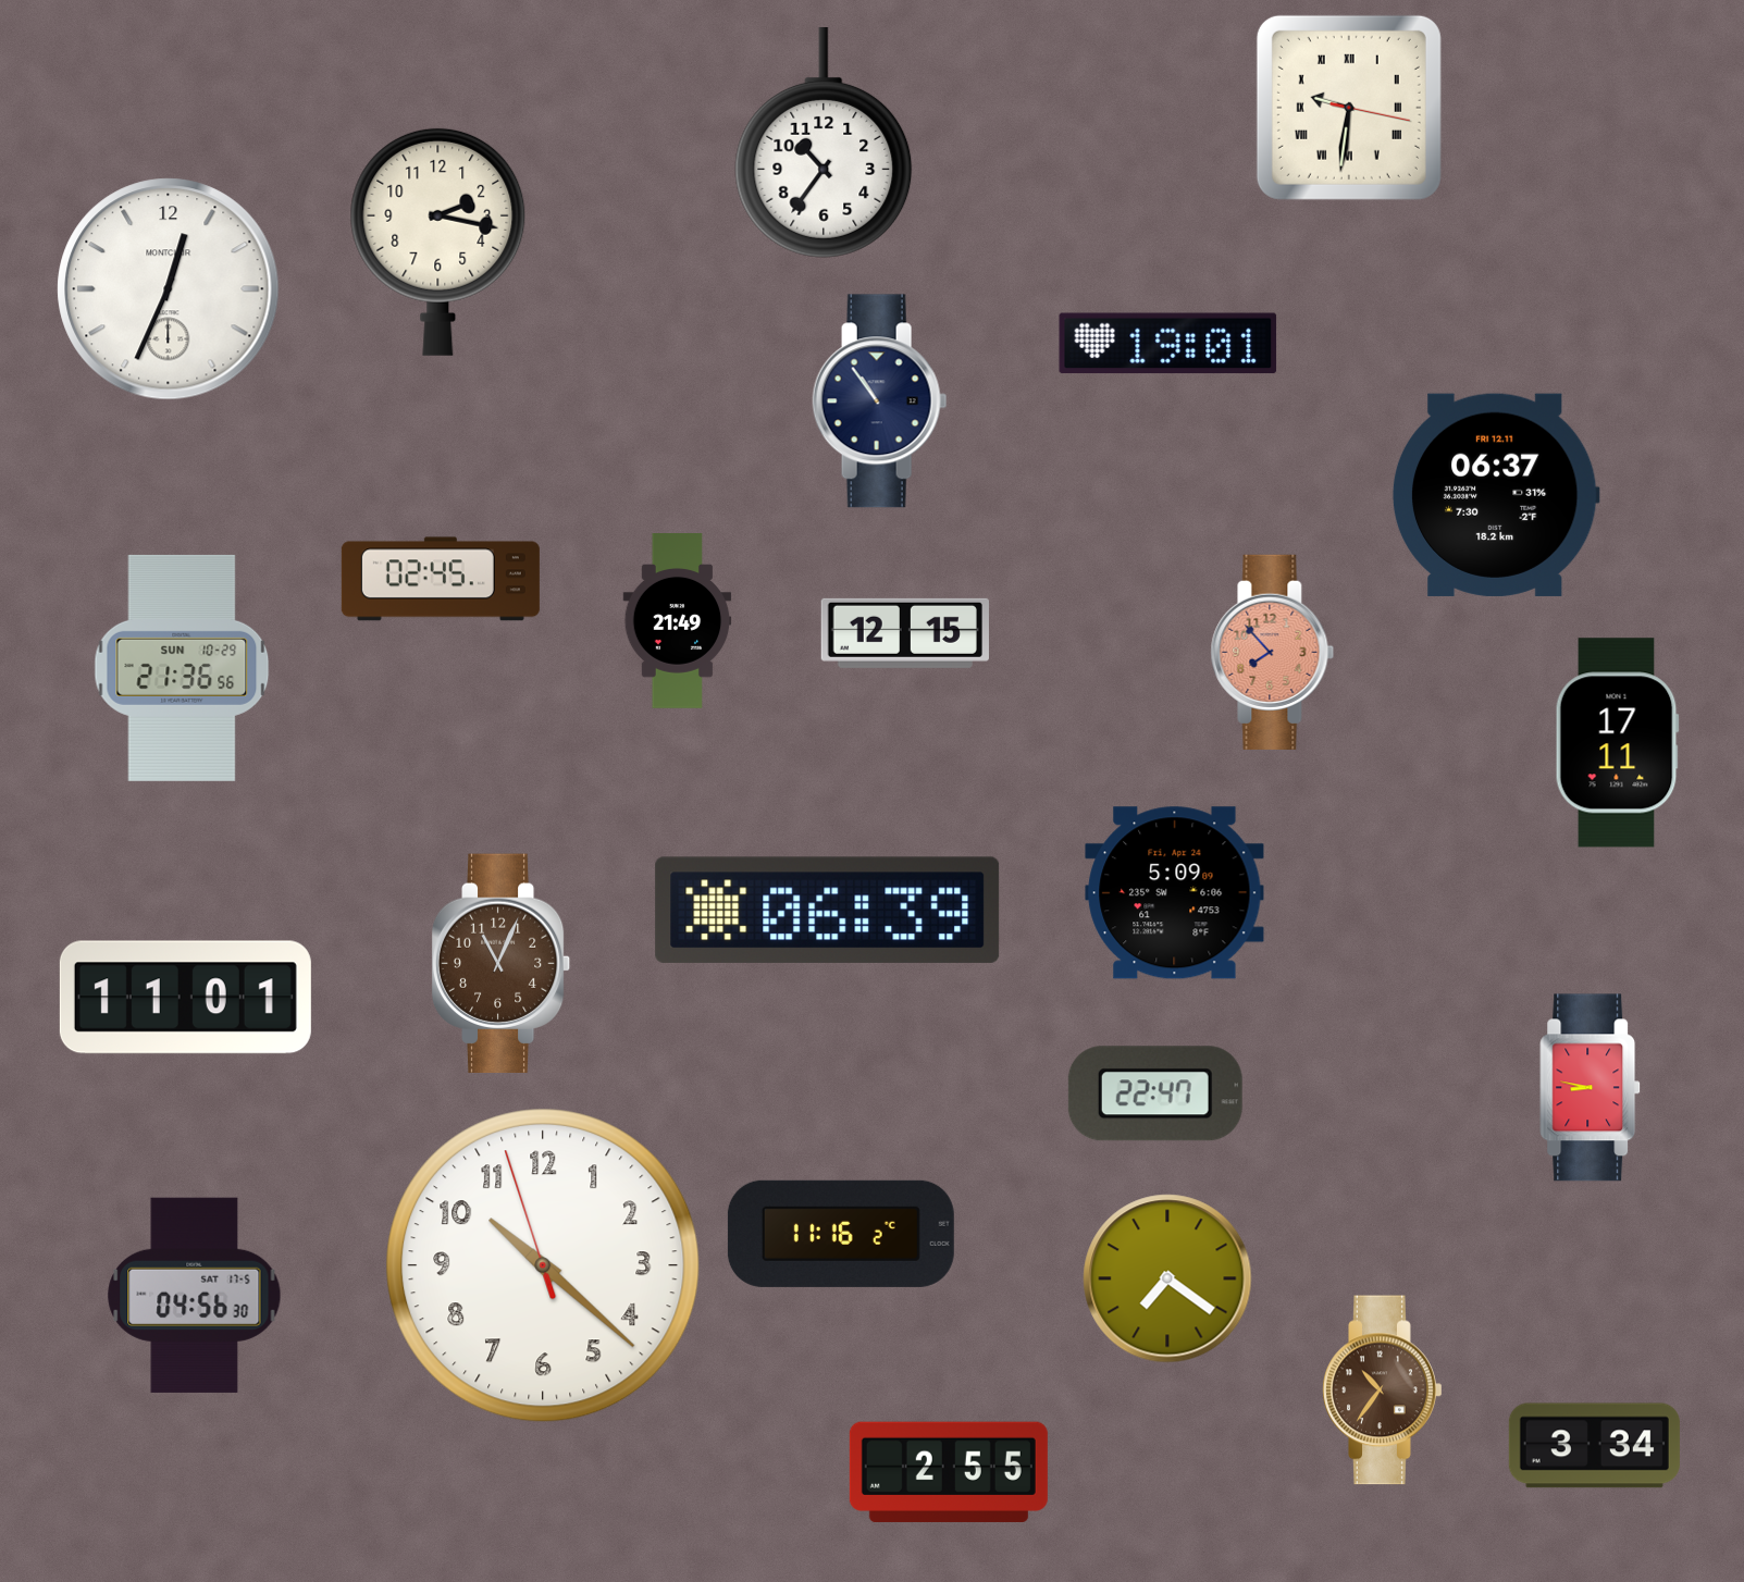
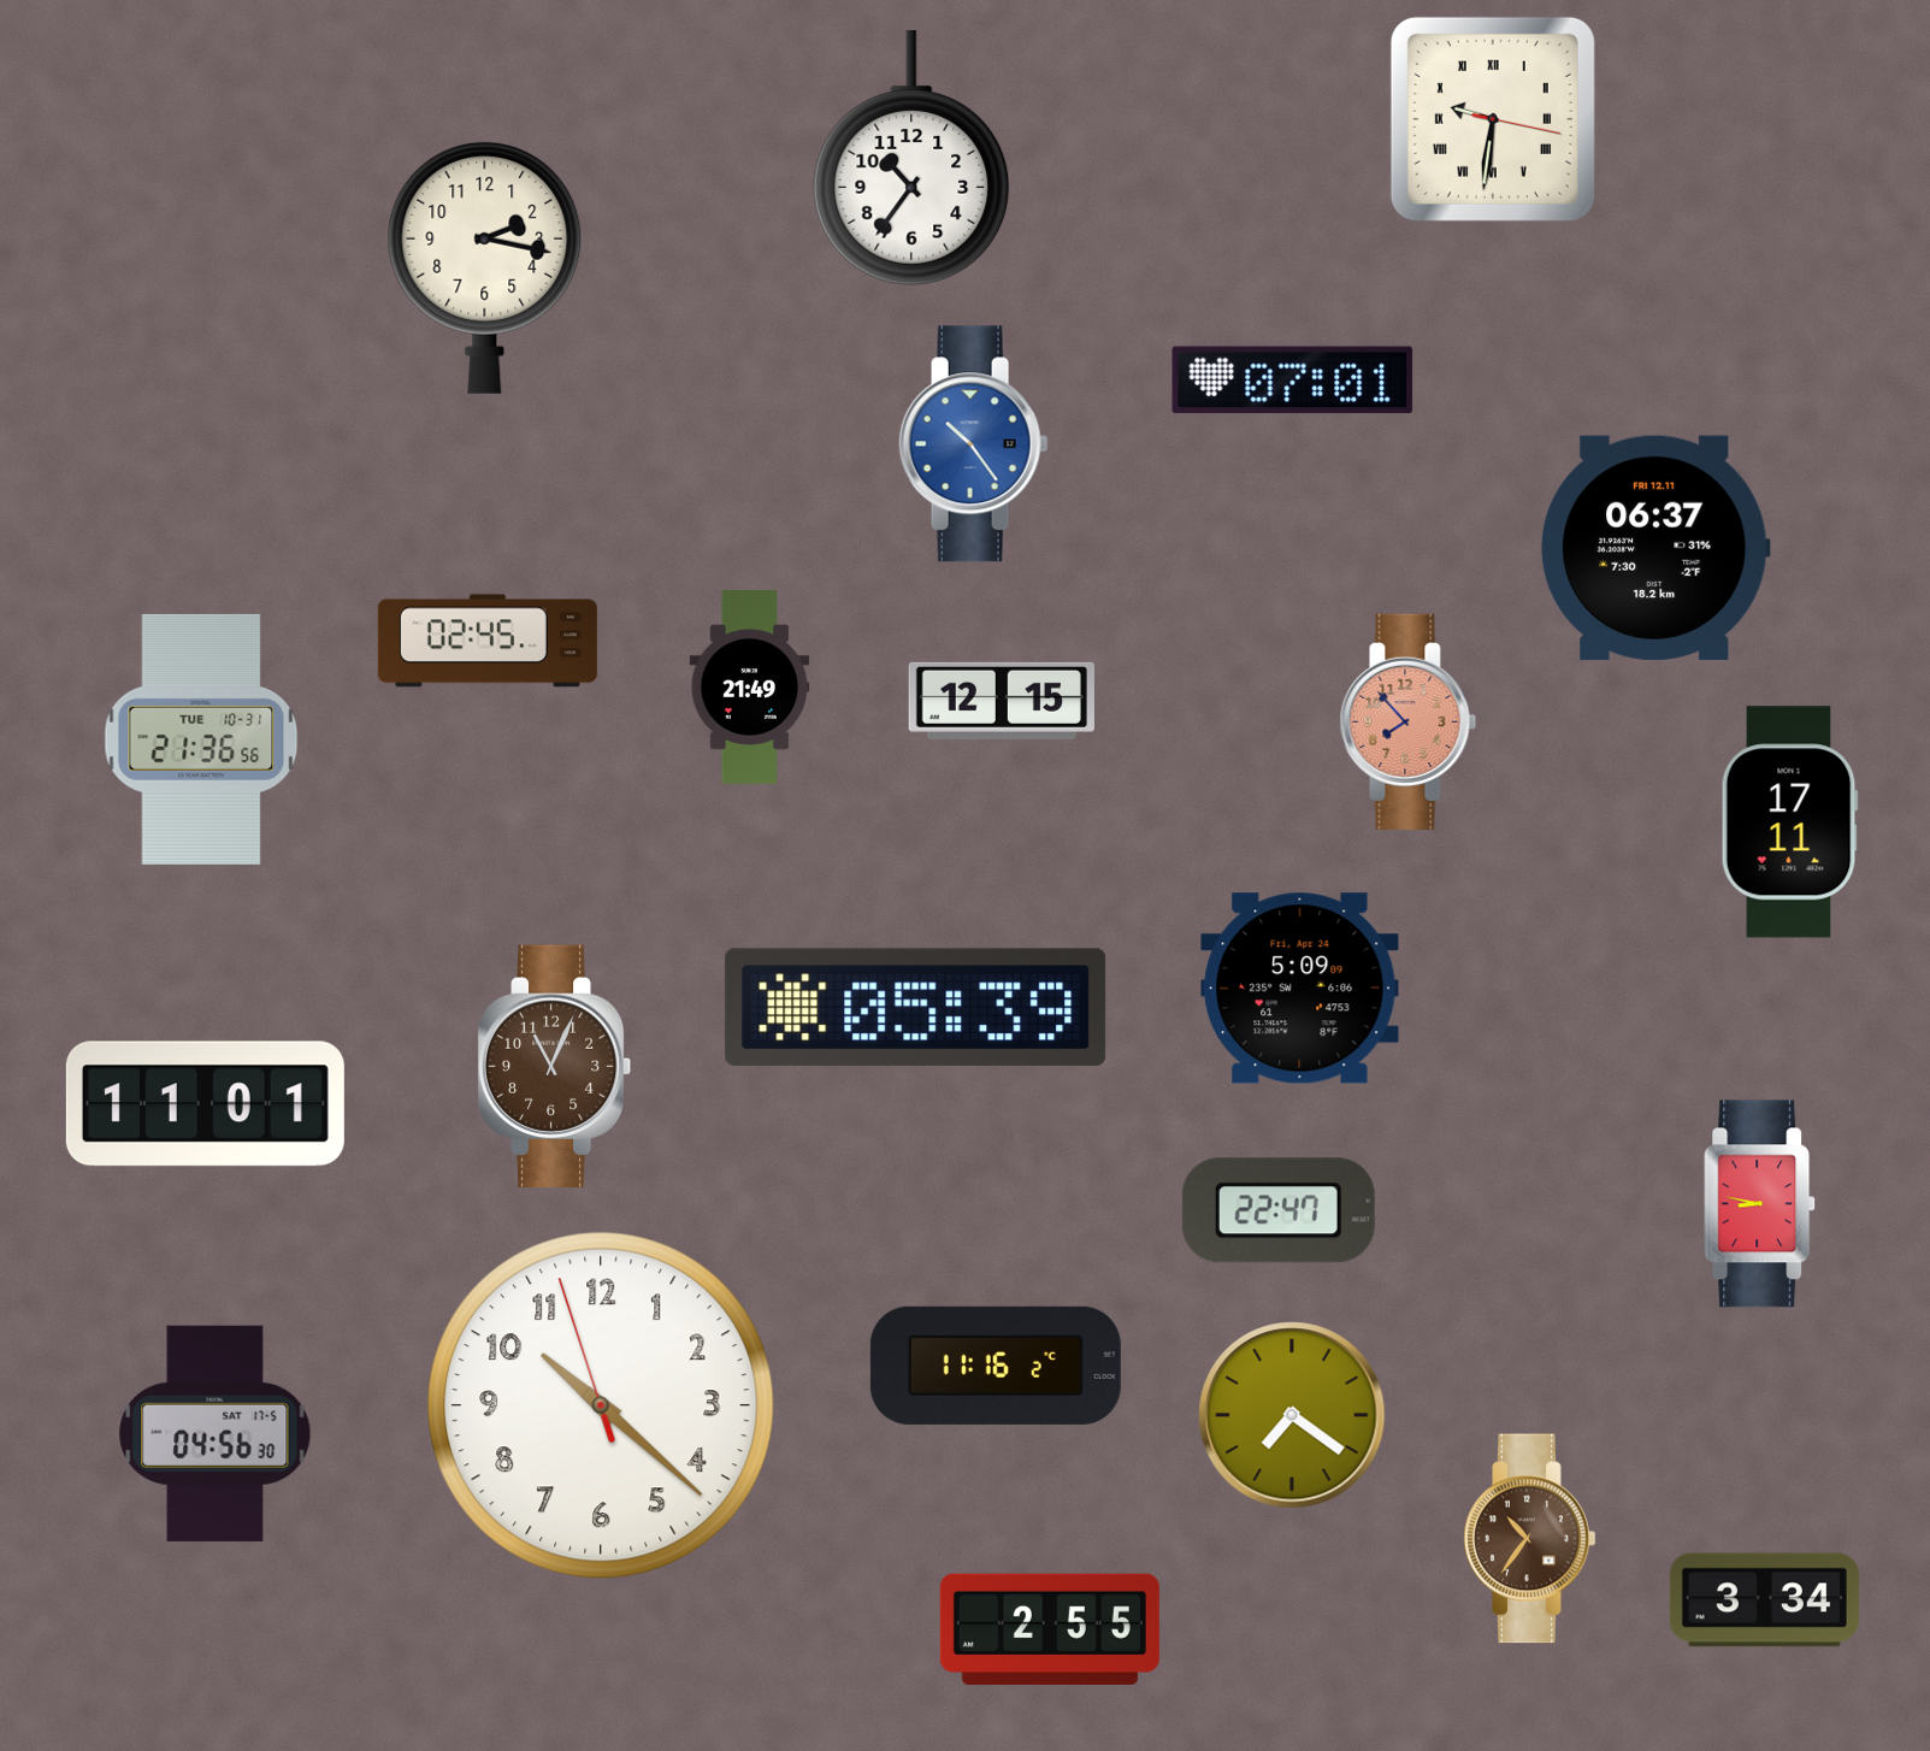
clock at (169, 289): 12:34 -> none
clock at (1168, 344): 19:01 -> 07:01
clock at (880, 401): 10:54 -> 10:24
clock at (880, 401) dial: navy -> blue
clock at (182, 668) date: SUN 10-29 -> TUE 10-31
clock at (828, 910): 06:39 -> 05:39
clock at (841, 1234) position: (841, 1234) -> (996, 1366)
clock at (543, 1265) position: (543, 1265) -> (601, 1405)
